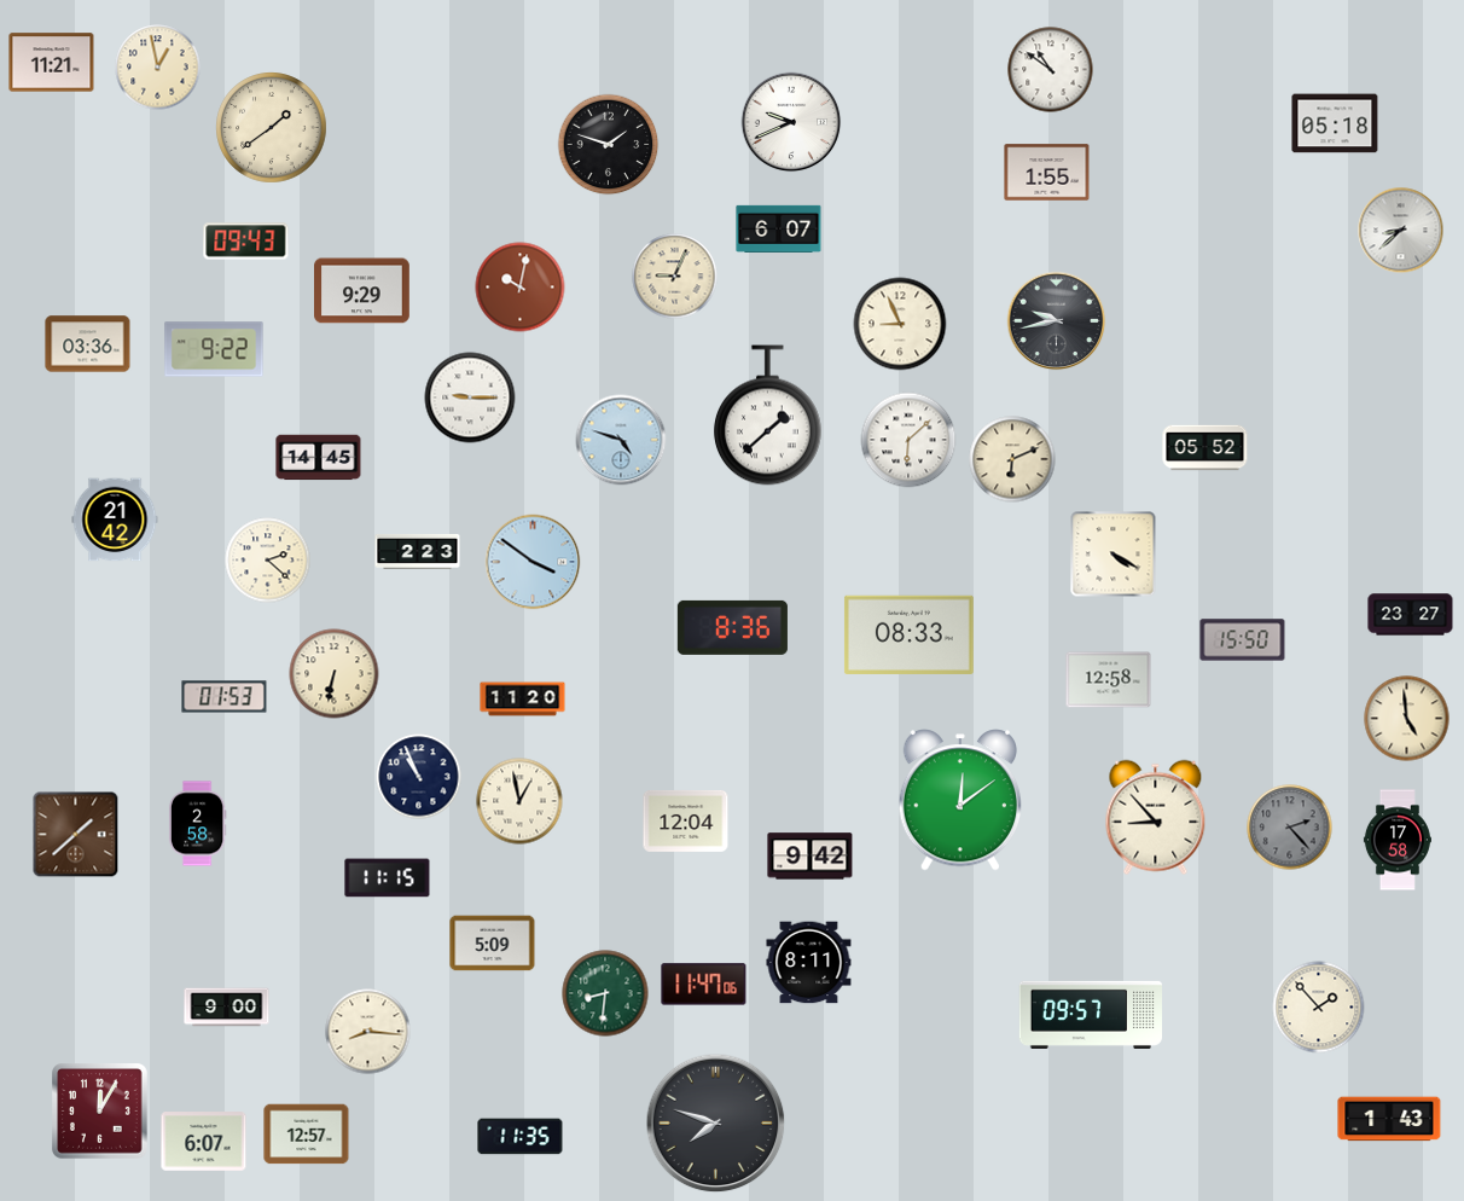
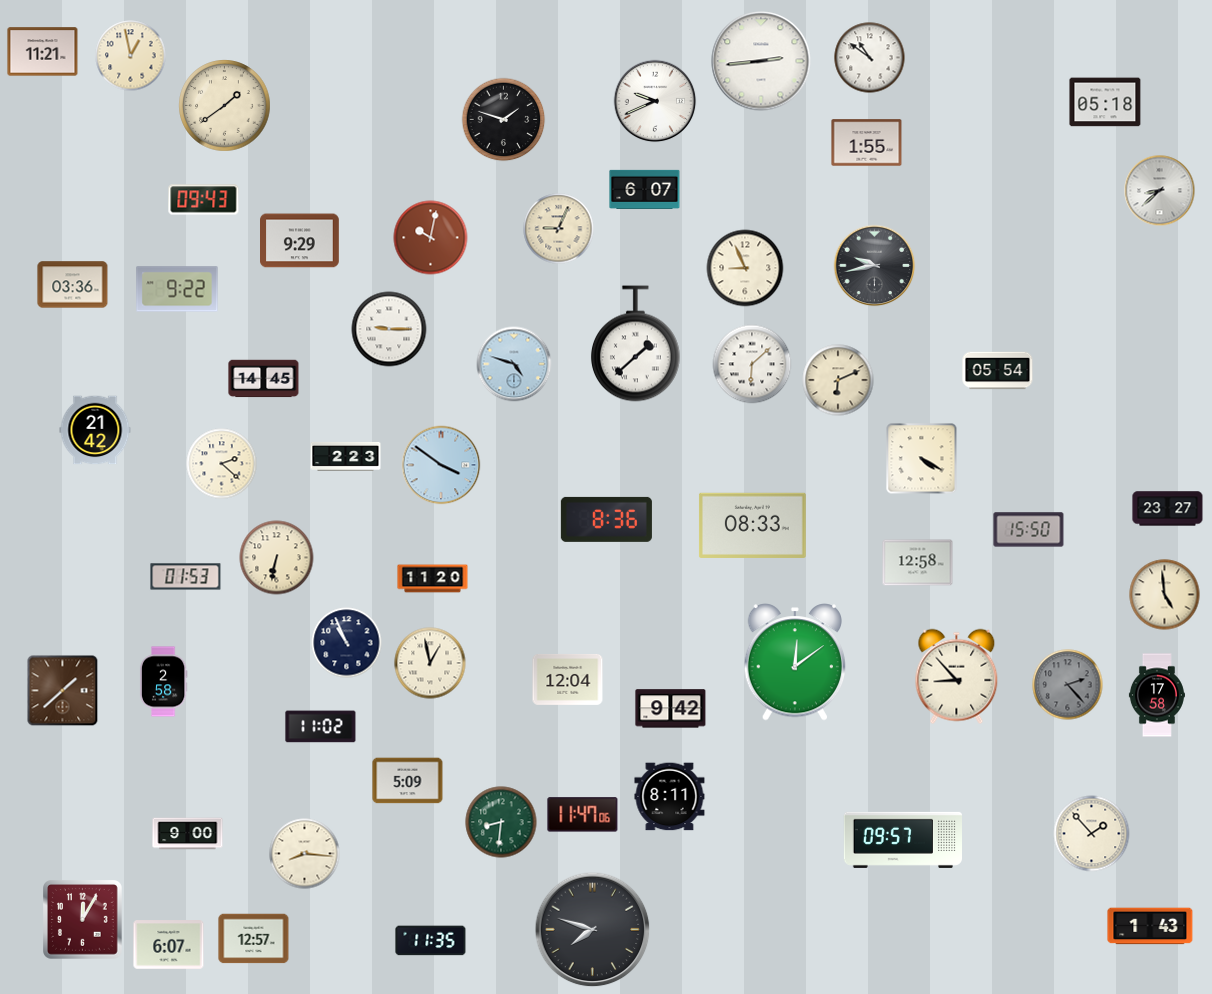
clock at (761, 61): none -> 2:44
clock at (1206, 448): 05:52 -> 05:54
clock at (388, 878): 11:15 -> 11:02
